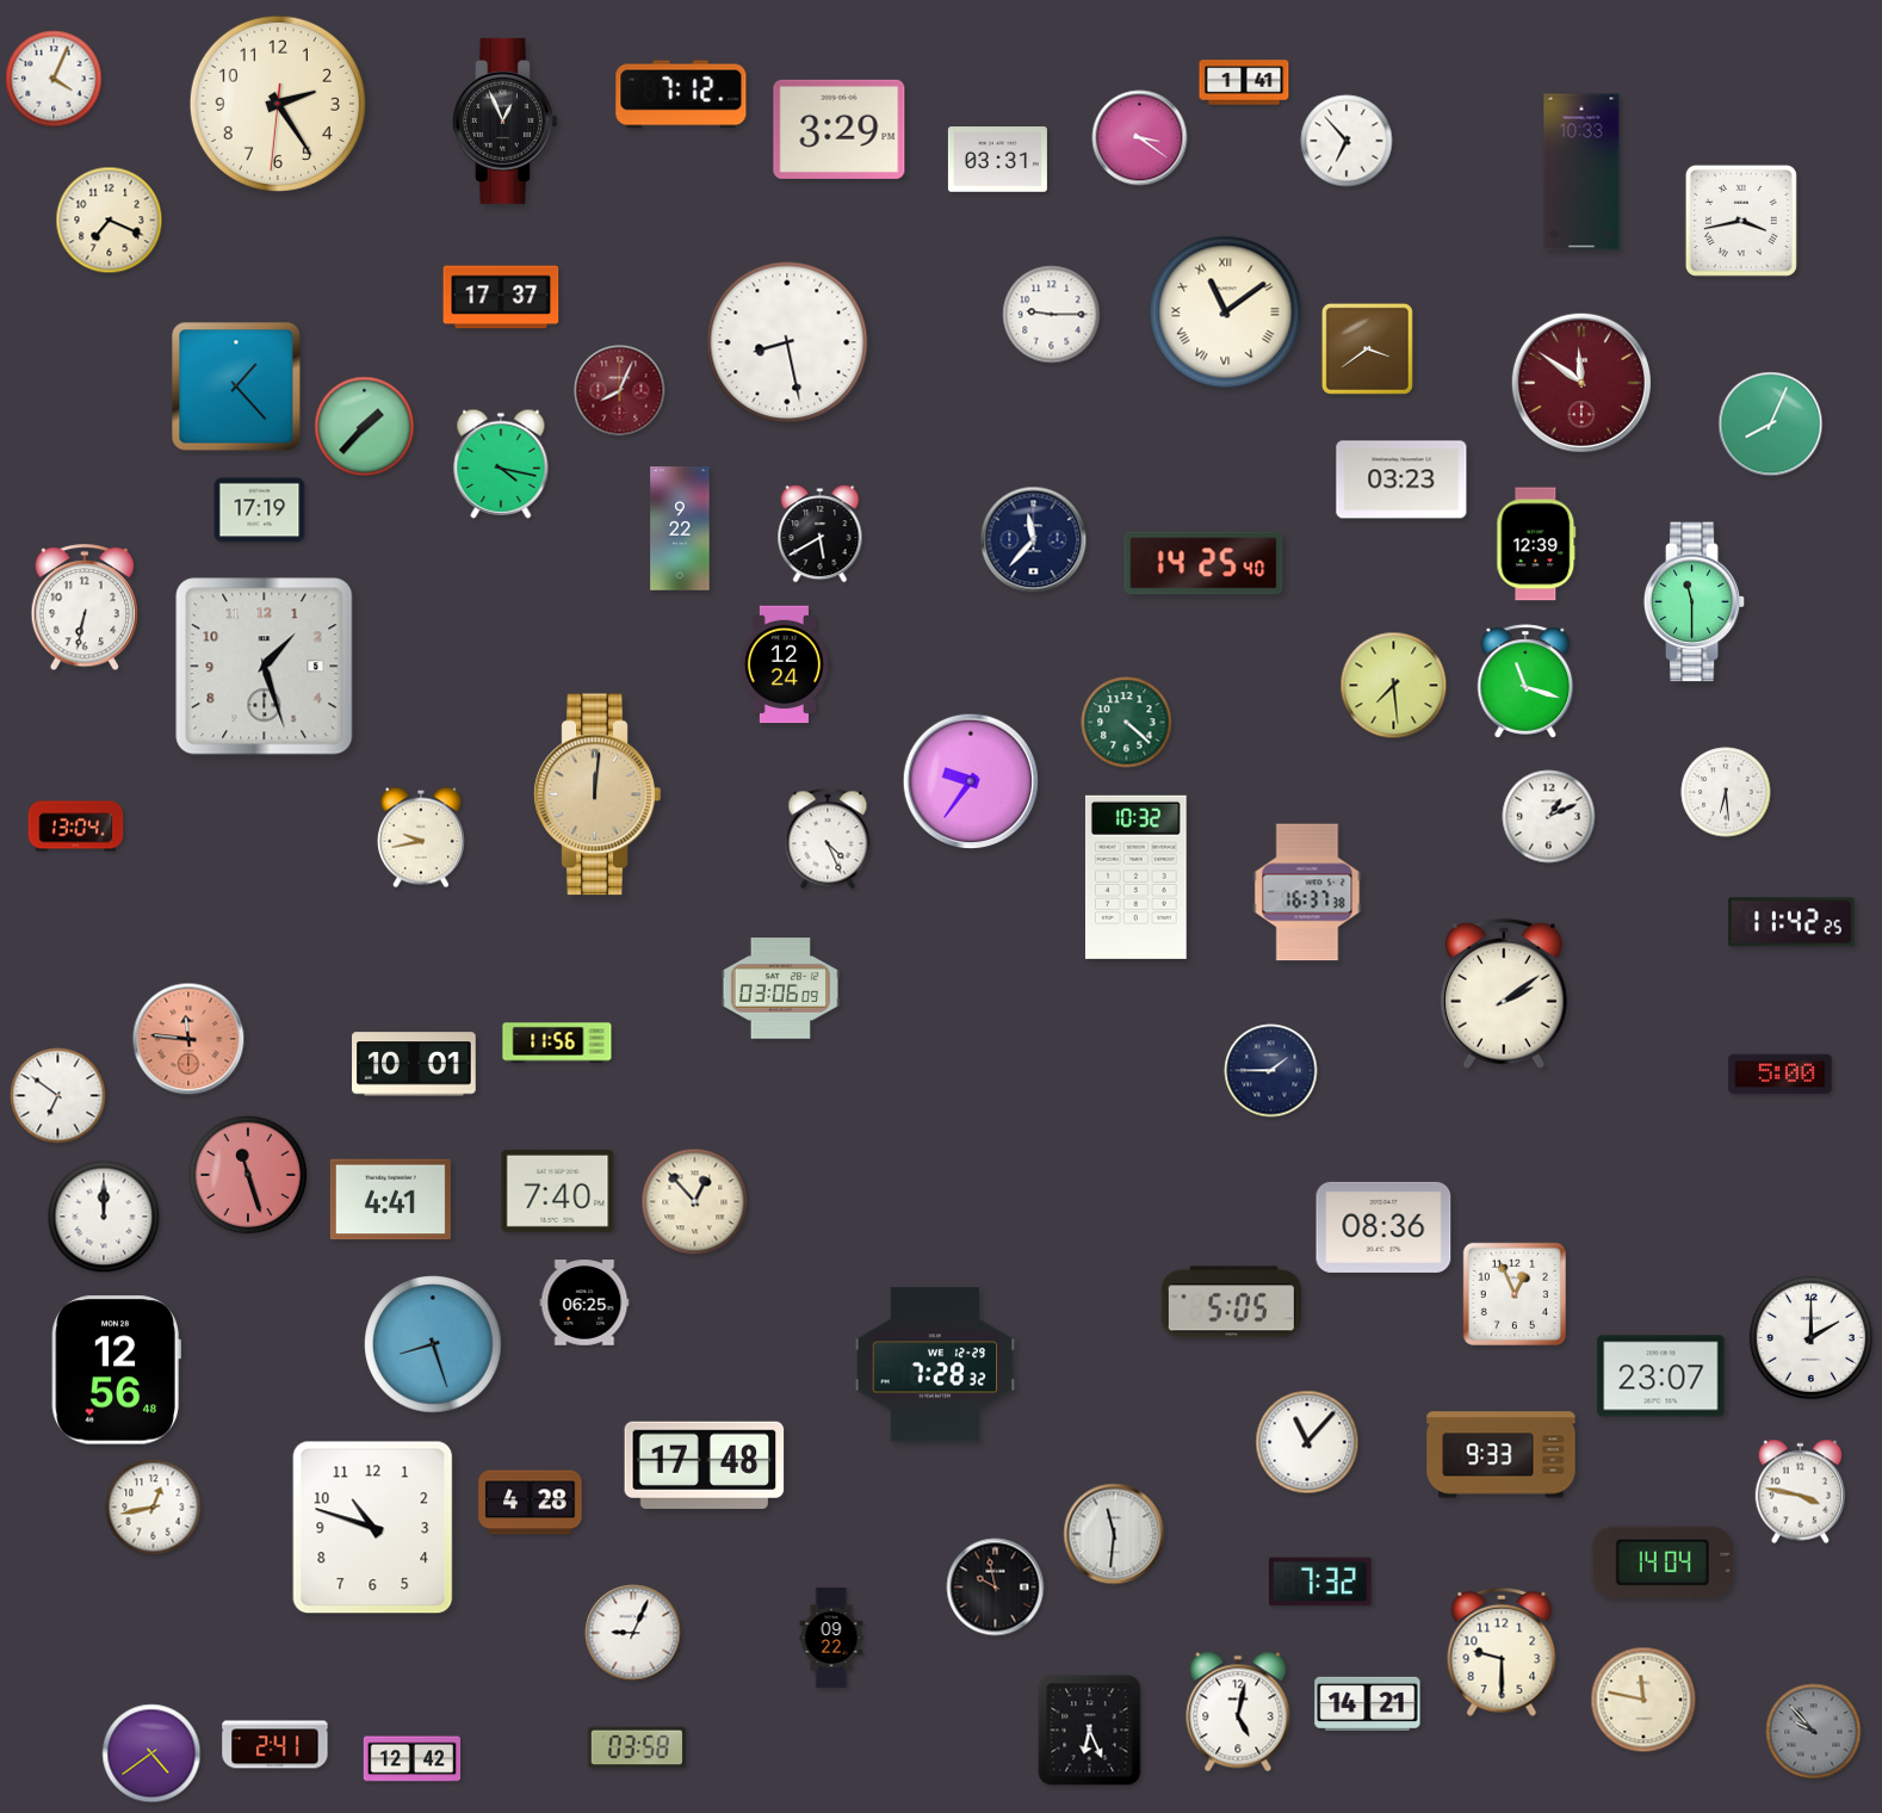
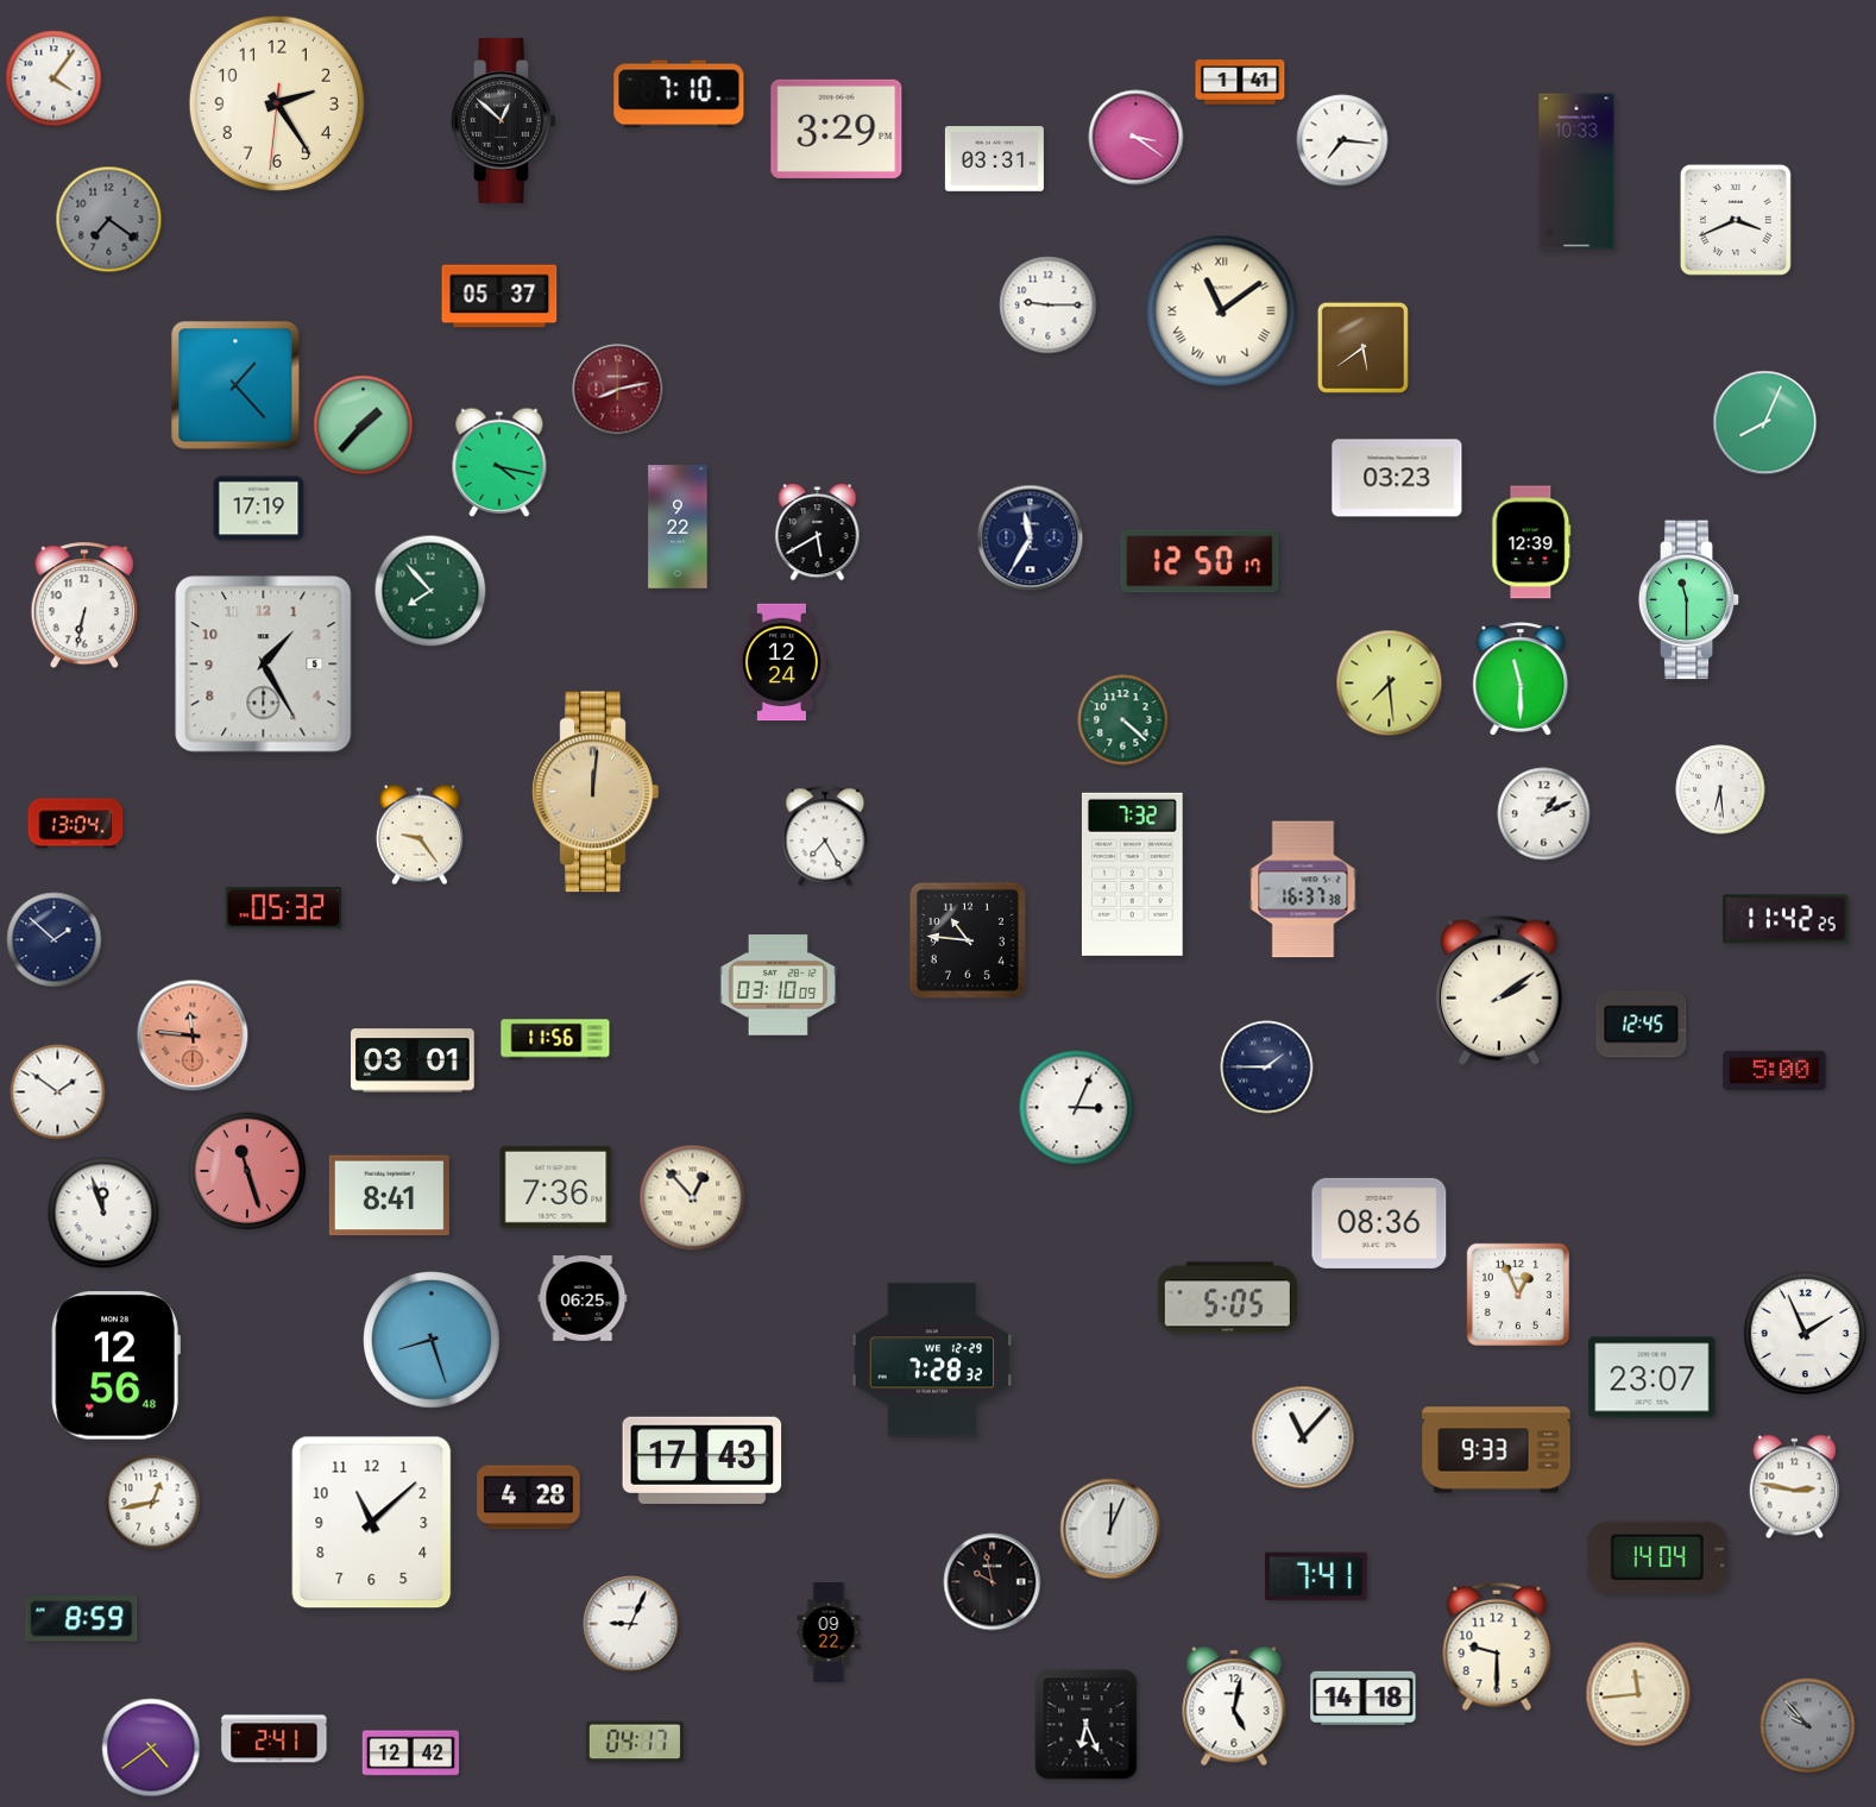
clock at (54, 79): 4:04 -> 4:06
clock at (681, 94): 7:12 -> 7:10
clock at (506, 120): 12:56 -> 12:52
clock at (1347, 141): 6:53 -> 7:16
clock at (110, 221): 7:19 -> 7:21
clock at (110, 221) dial: cream -> grey
clock at (1741, 221): 3:43 -> 3:41
clock at (501, 297): 17:37 -> 05:37
clock at (1052, 315) position: (1052, 315) -> (1049, 306)
clock at (787, 342): 8:28 -> none
clock at (1367, 348): 3:39 -> 5:39
clock at (1581, 383): 11:51 -> none
clock at (620, 391): 8:04 -> 8:13
clock at (1034, 540): 11:37 -> 11:35
clock at (1203, 563): 14:25 -> 12:50
clock at (430, 591): none -> 7:53
clock at (265, 667): 1:27 -> 1:25
clock at (1525, 681): 11:18 -> 11:30
clock at (971, 781): 9:36 -> none
clock at (421, 837): 9:43 -> 9:24
clock at (828, 839): 4:26 -> 7:25
clock at (1135, 877): 10:32 -> 7:32
clock at (284, 908): none -> 05:32
clock at (55, 940): none -> 1:52
clock at (968, 940): none -> 10:46
clock at (780, 989): 03:06 -> 03:10
clock at (1642, 1025): none -> 12:45
clock at (188, 1039) position: (188, 1039) -> (193, 1035)
clock at (414, 1064): 10:01 -> 03:01
clock at (58, 1096): 6:51 -> 1:51
clock at (1077, 1108): none -> 3:04
clock at (558, 1190): 7:40 -> 7:36
clock at (390, 1200): 4:41 -> 8:41
clock at (104, 1217): 12:00 -> 11:57
clock at (1515, 1294) position: (1515, 1294) -> (1518, 1295)
clock at (1810, 1337): 2:00 -> 1:56
clock at (1661, 1376) position: (1661, 1376) -> (1652, 1378)
clock at (705, 1465): 17:48 -> 17:43
clock at (1801, 1492): 3:47 -> 2:47
clock at (373, 1528): 10:48 -> 11:08
clock at (1114, 1534): 11:31 -> 12:04
clock at (1320, 1582): 7:32 -> 7:41
clock at (82, 1619): none -> 8:59
clock at (633, 1633) position: (633, 1633) -> (631, 1624)
clock at (1643, 1700): 11:47 -> 11:44
clock at (1368, 1703): 14:21 -> 14:18
clock at (637, 1747): 03:58 -> 04:17
